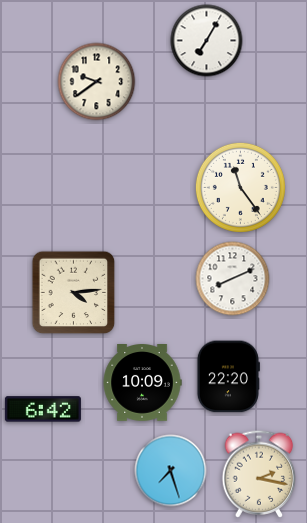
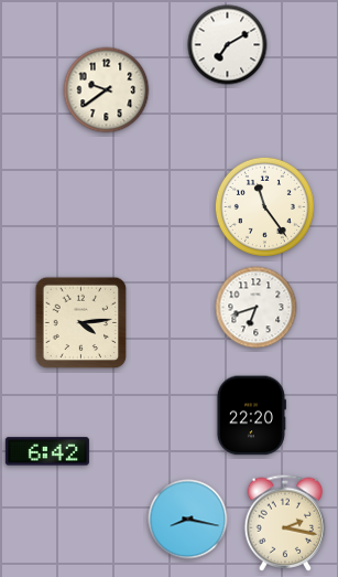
clock at (207, 41): 7:05 -> 7:10
clock at (233, 279): 8:11 -> 6:42
clock at (142, 383): 10:09 -> none
clock at (171, 471): 7:27 -> 8:17
